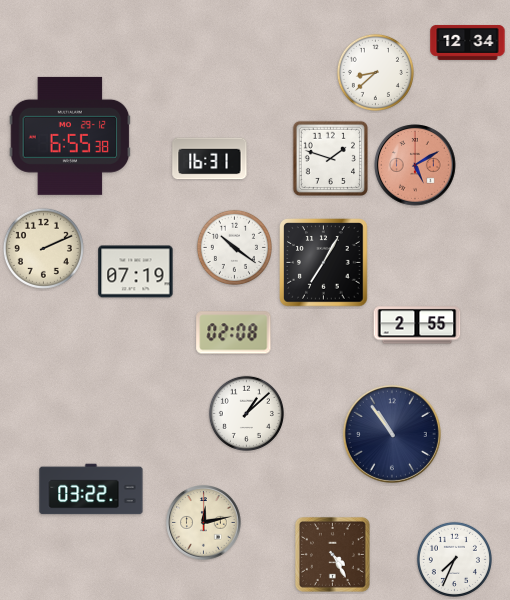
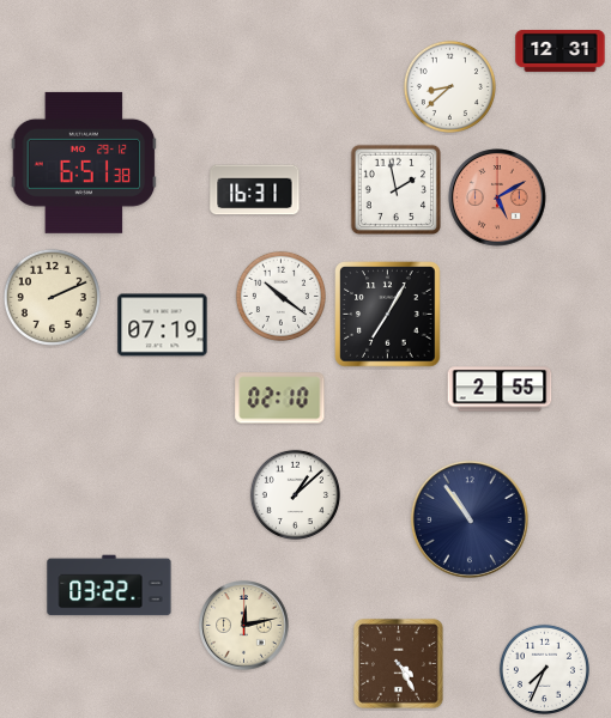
clock at (468, 42): 12:34 -> 12:31
clock at (70, 136): 6:55 -> 6:51
clock at (330, 158): 1:48 -> 1:58
clock at (210, 159) position: (210, 159) -> (255, 190)
clock at (234, 333): 02:08 -> 02:10
